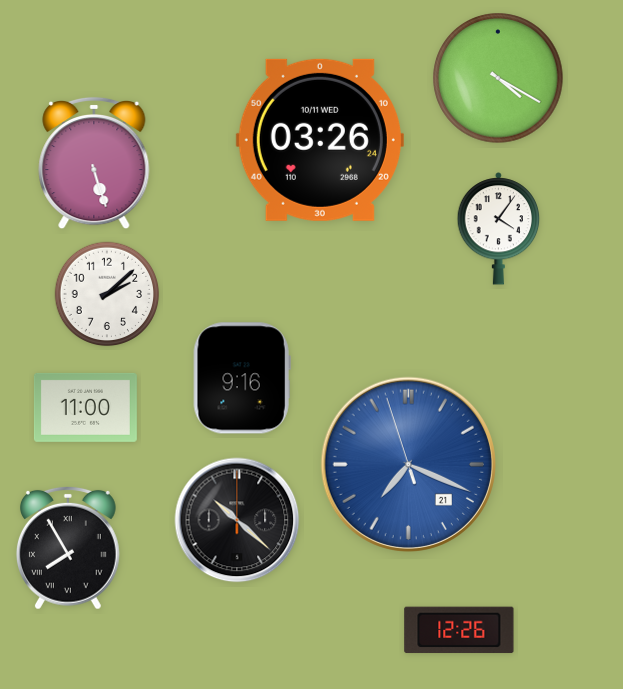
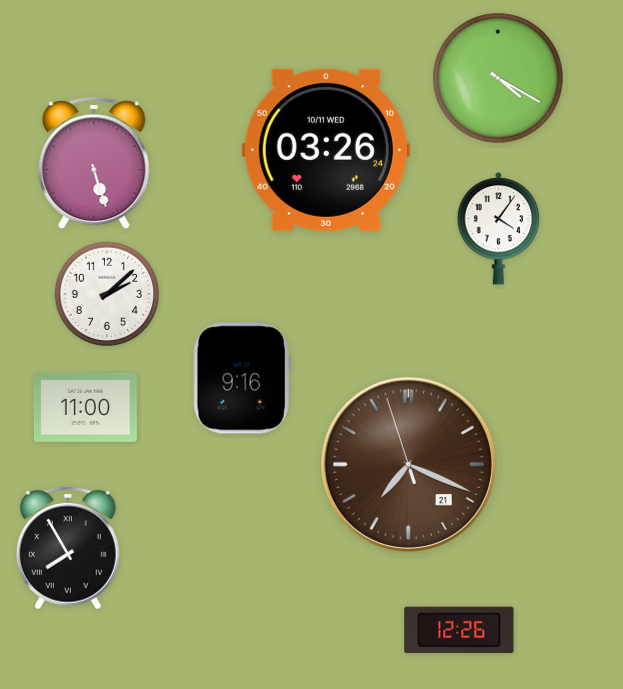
clock at (320, 140) position: (320, 140) -> (326, 150)
clock at (408, 464) dial: blue -> brown
clock at (237, 520): 10:22 -> none
